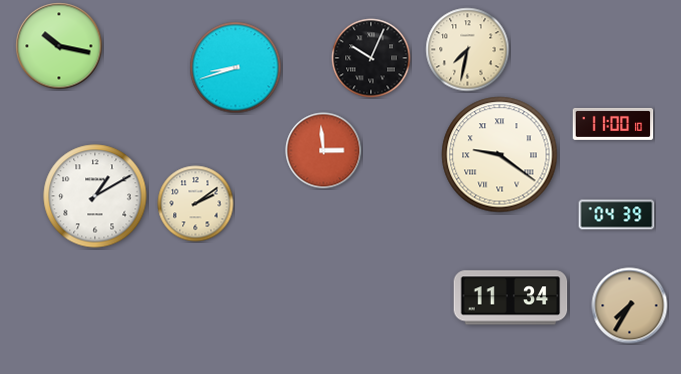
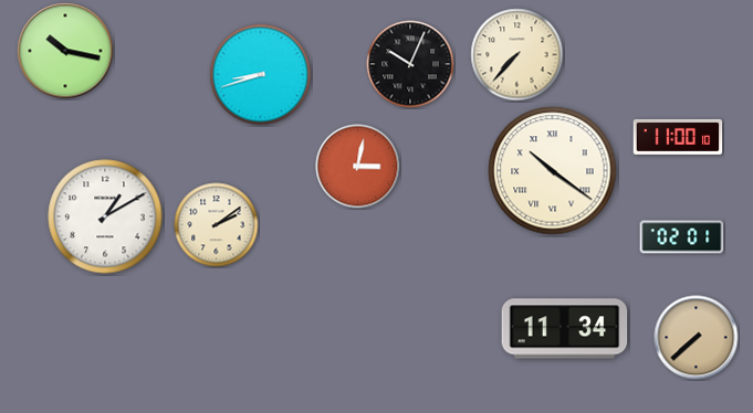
clock at (468, 50): 7:32 -> 7:37
clock at (324, 151): 2:59 -> 3:02
clock at (500, 155): 9:21 -> 10:21
clock at (617, 215): 04:39 -> 02:01
clock at (630, 306): 7:35 -> 7:38
